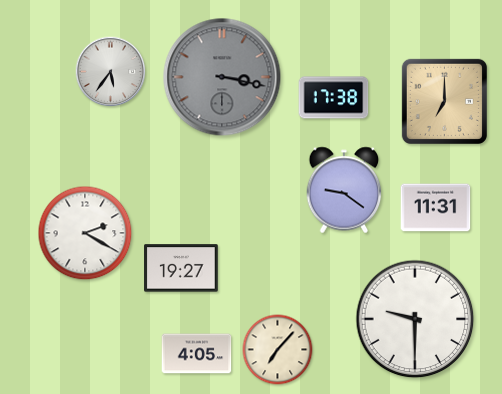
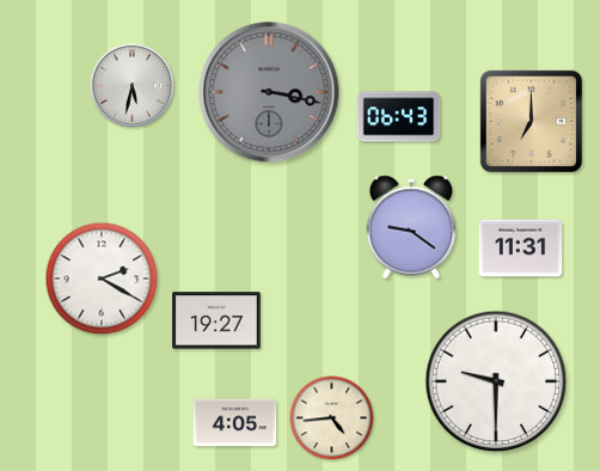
clock at (111, 72): 5:36 -> 5:32
clock at (222, 77) position: (222, 77) -> (269, 92)
clock at (334, 98): 17:38 -> 06:43
clock at (278, 350): 7:07 -> 4:44
